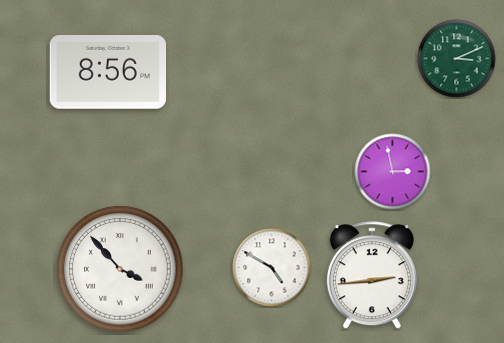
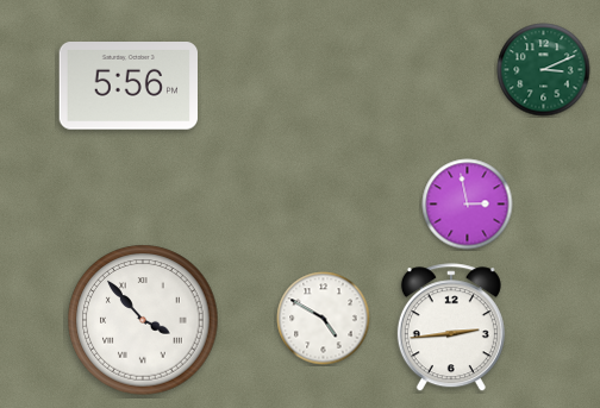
clock at (107, 73): 8:56 -> 5:56
clock at (372, 276) position: (372, 276) -> (451, 328)
